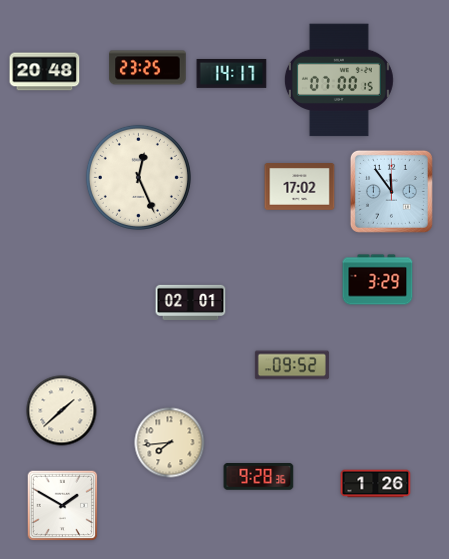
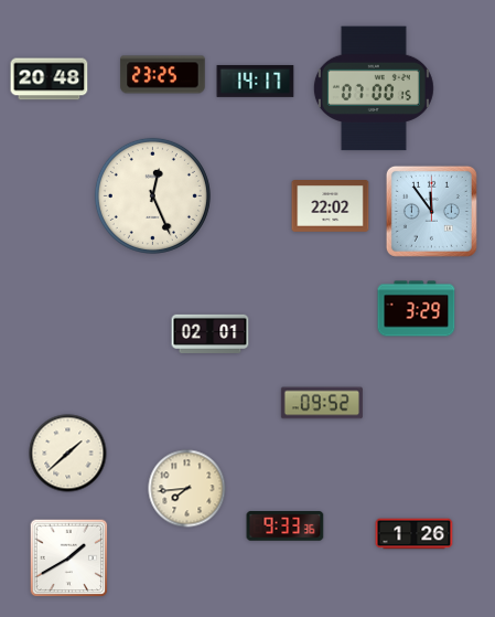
clock at (300, 187): 17:02 -> 22:02
clock at (259, 477): 9:28 -> 9:33
clock at (63, 506): 1:50 -> 1:40
